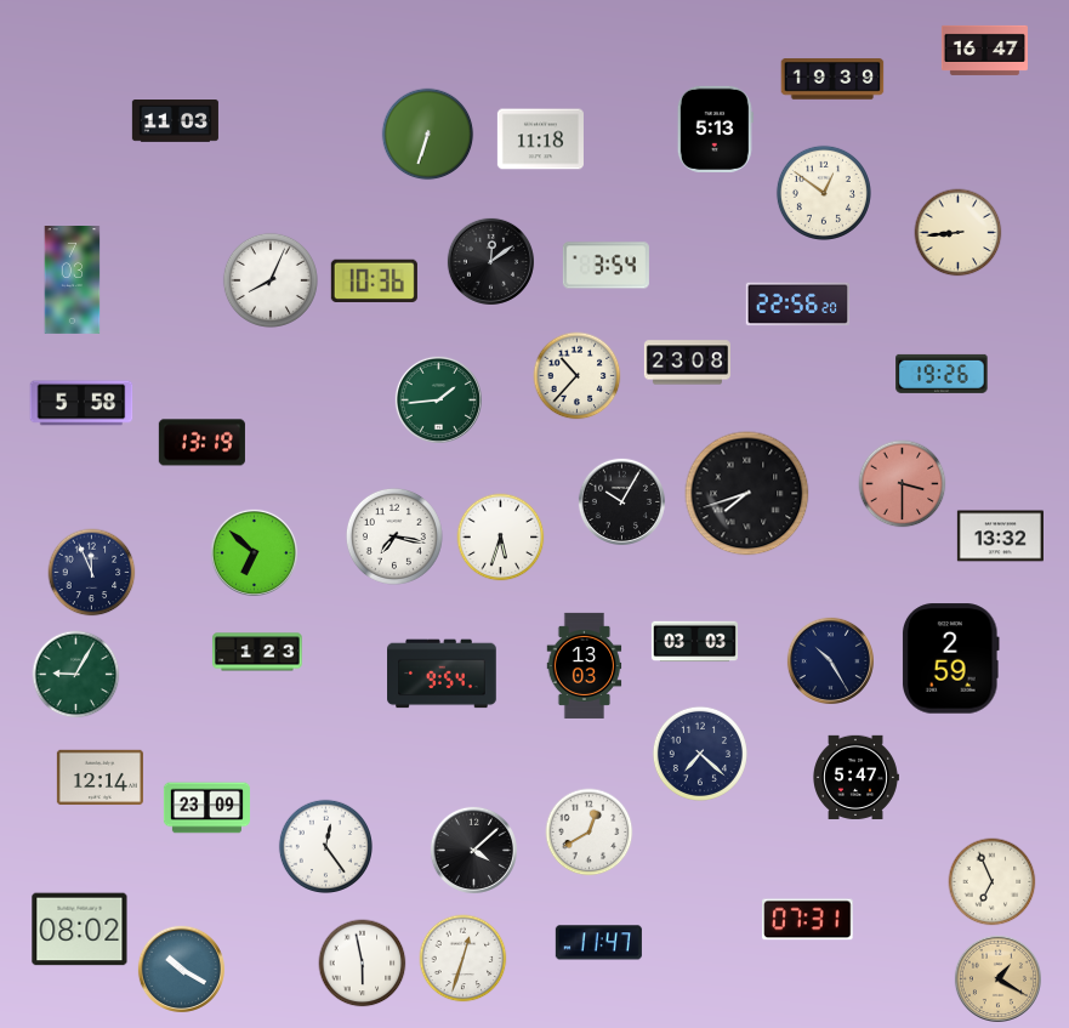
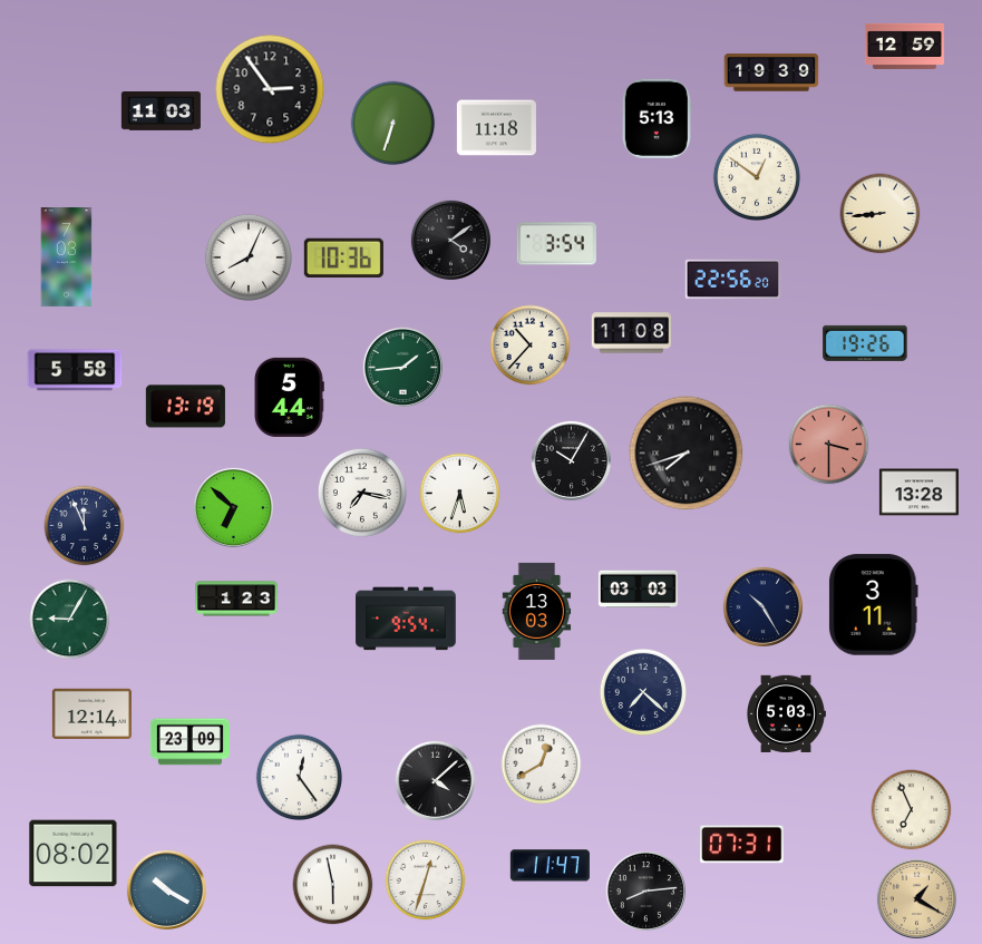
clock at (984, 50): 16:47 -> 12:59
clock at (832, 79) position: (832, 79) -> (771, 72)
clock at (270, 89): none -> 2:54
clock at (490, 261): 12:09 -> 4:09
clock at (687, 363): 23:08 -> 11:08
clock at (289, 397): none -> 5:44
clock at (1000, 536): 13:32 -> 13:28
clock at (950, 659): 2:59 -> 3:11
clock at (857, 777): 5:47 -> 5:03
clock at (645, 891): none -> 8:14
